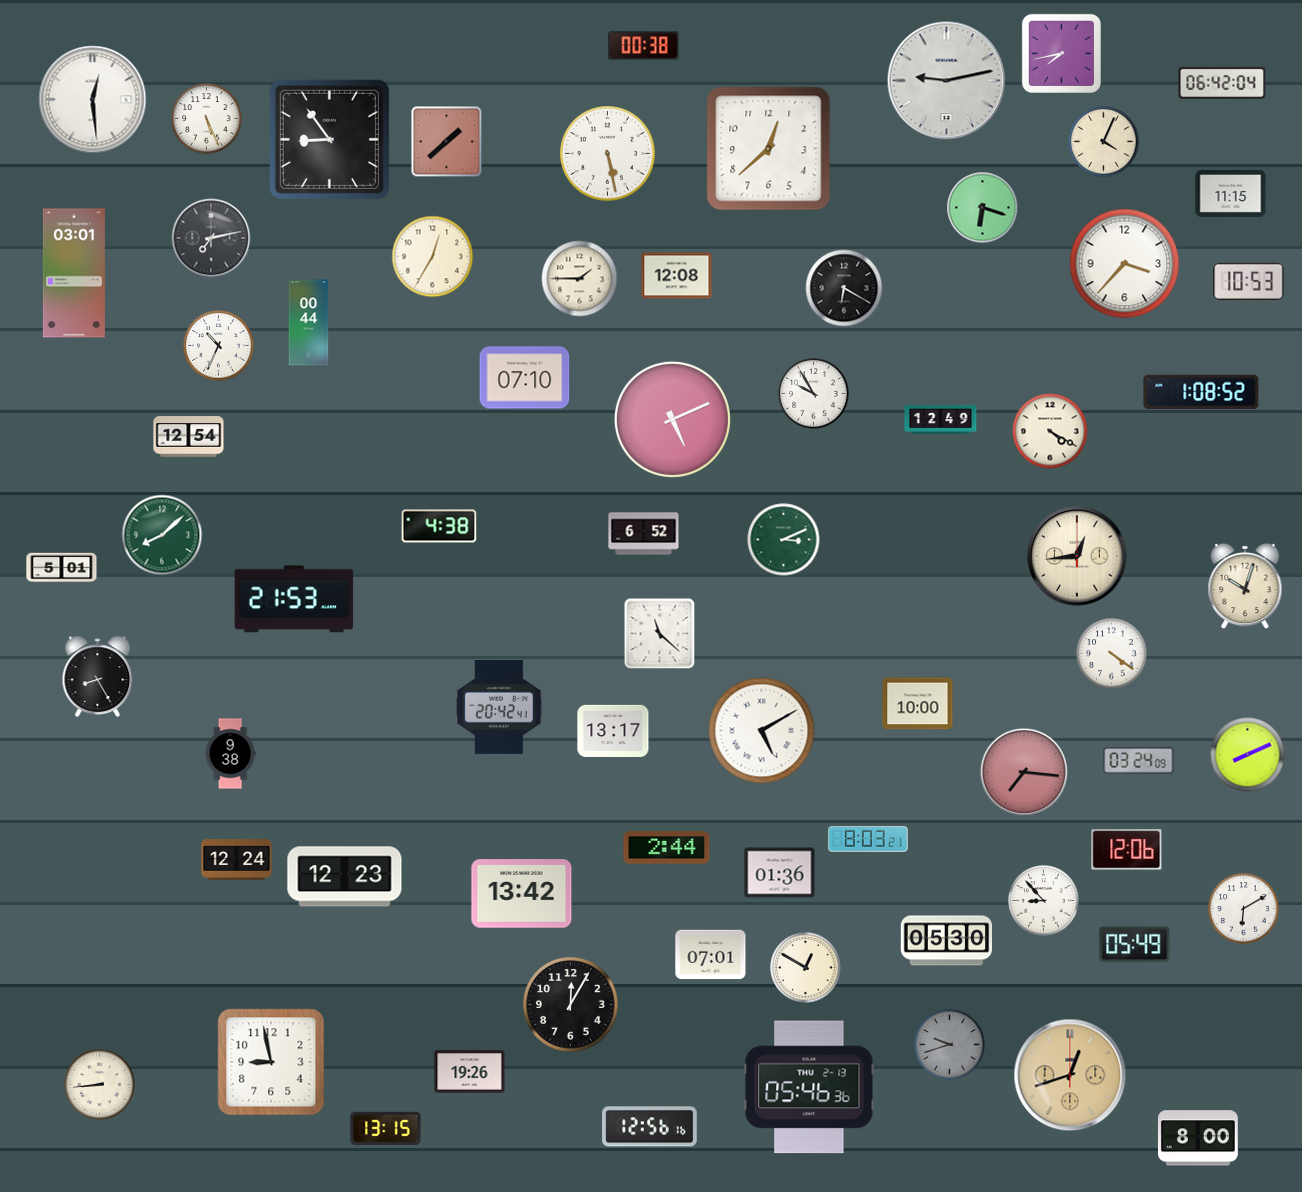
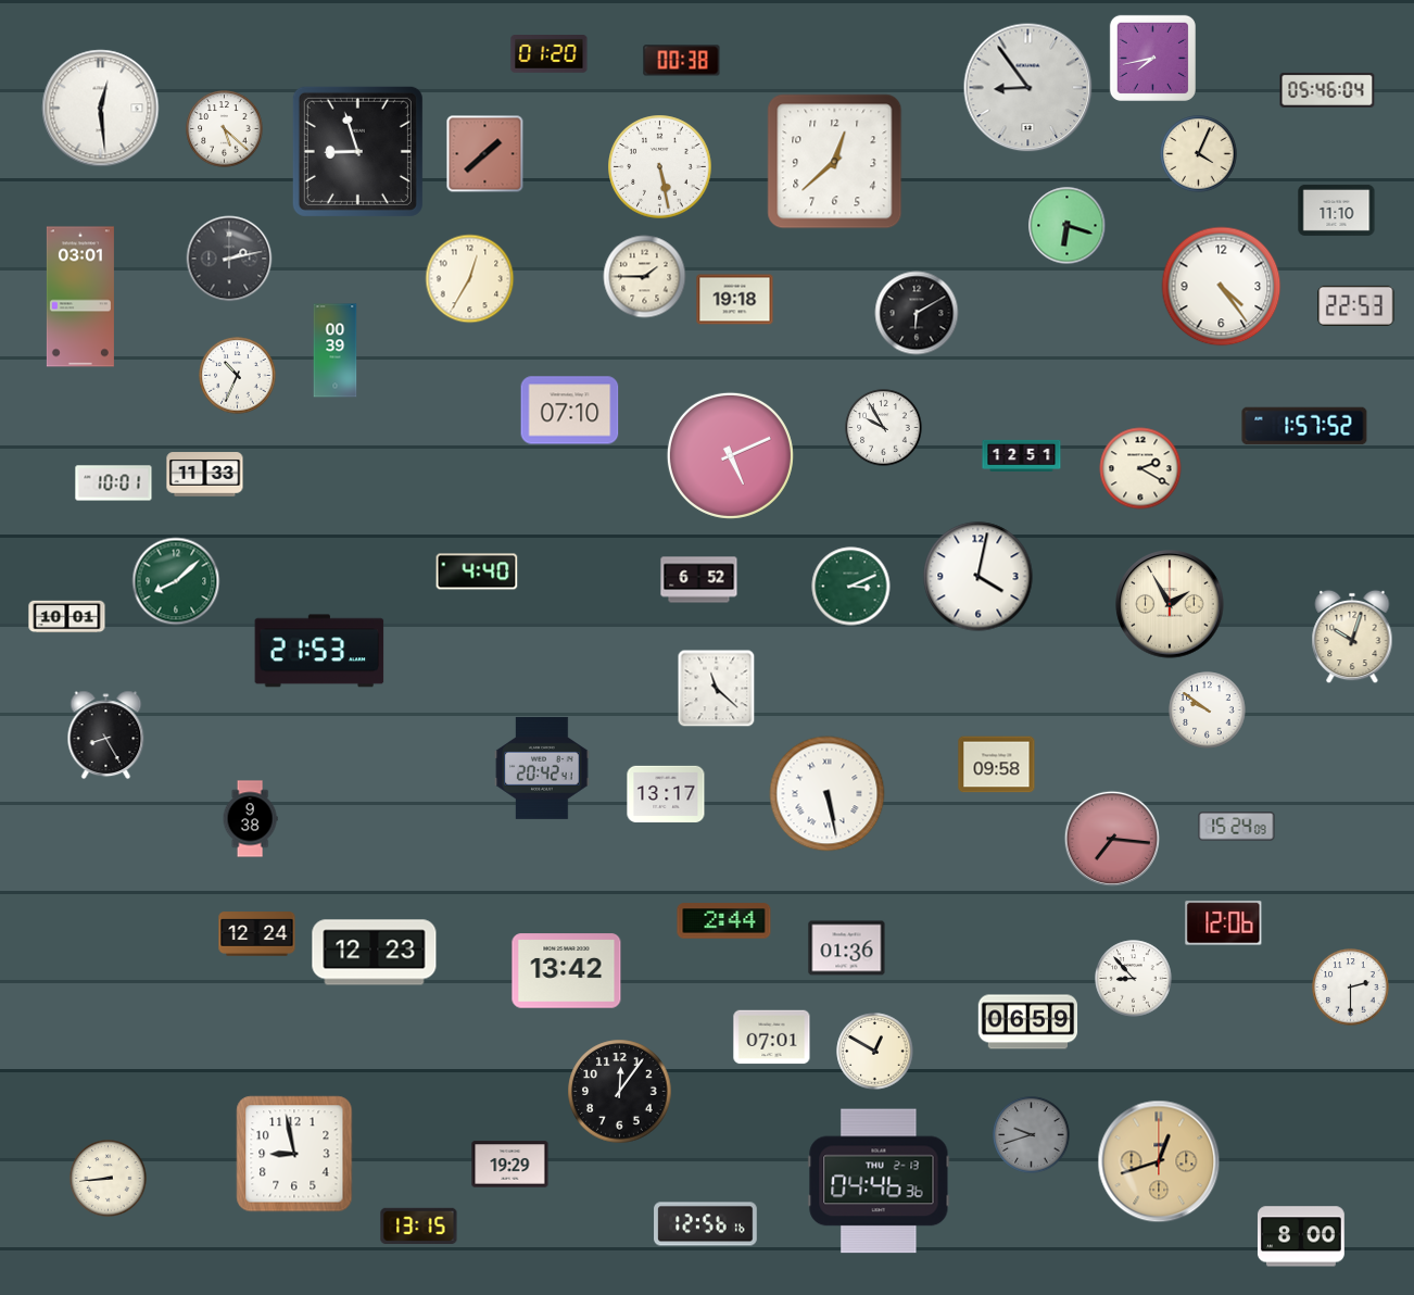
clock at (644, 46) position: (644, 46) -> (682, 61)
clock at (550, 54): none -> 01:20
clock at (947, 81): 9:13 -> 8:54
clock at (1222, 83): 06:42 -> 05:46
clock at (207, 119): 5:26 -> 5:22
clock at (329, 139): 8:54 -> 8:57
clock at (1231, 193): 11:15 -> 11:10
clock at (211, 238): 7:13 -> 2:13
clock at (1125, 264): 3:37 -> 4:24
clock at (677, 276): 12:08 -> 19:18
clock at (580, 279) position: (580, 279) -> (645, 277)
clock at (1249, 281): 10:53 -> 22:53
clock at (844, 288): 6:20 -> 6:10
clock at (309, 323): 00:44 -> 00:39
clock at (1201, 392): 1:08 -> 1:57
clock at (941, 419): 12:49 -> 12:51
clock at (1050, 431): 4:20 -> 2:20
clock at (189, 437): 12:54 -> 11:33
clock at (114, 483): none -> 10:01
clock at (439, 526): 4:38 -> 4:40
clock at (979, 577): none -> 4:02
clock at (1077, 556): 12:44 -> 1:55
clock at (62, 568): 5:01 -> 10:01
clock at (1112, 654): 4:21 -> 9:51
clock at (918, 704): 10:00 -> 09:58
clock at (762, 731): 5:10 -> 5:28
clock at (1248, 755): 8:11 -> none
clock at (1139, 761): 03:24 -> 15:24
clock at (869, 839): 8:03 -> none
clock at (1244, 909): 6:10 -> 2:30
clock at (947, 941): 05:30 -> 06:59
clock at (1135, 945): 05:49 -> none
clock at (571, 1005): 12:05 -> 12:06
clock at (470, 1072): 19:26 -> 19:29
clock at (1070, 1075) position: (1070, 1075) -> (1159, 1161)
clock at (809, 1087): 05:46 -> 04:46
